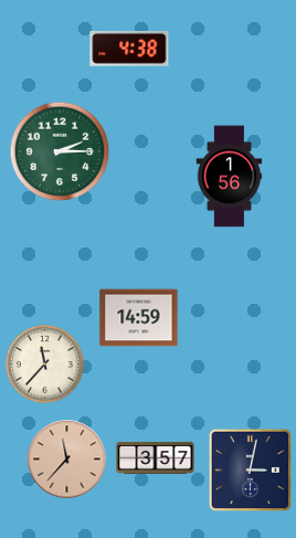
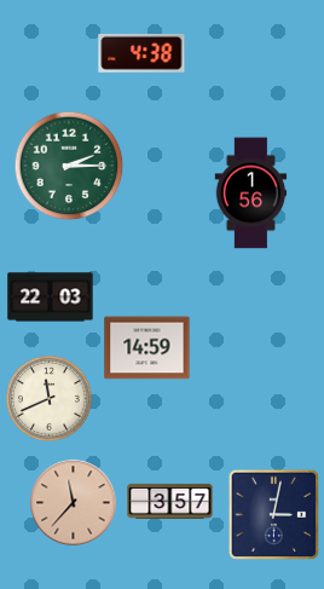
clock at (60, 151) position: (60, 151) -> (69, 166)
clock at (51, 298): none -> 22:03
clock at (139, 318) position: (139, 318) -> (147, 348)
clock at (45, 365): 11:37 -> 11:41
